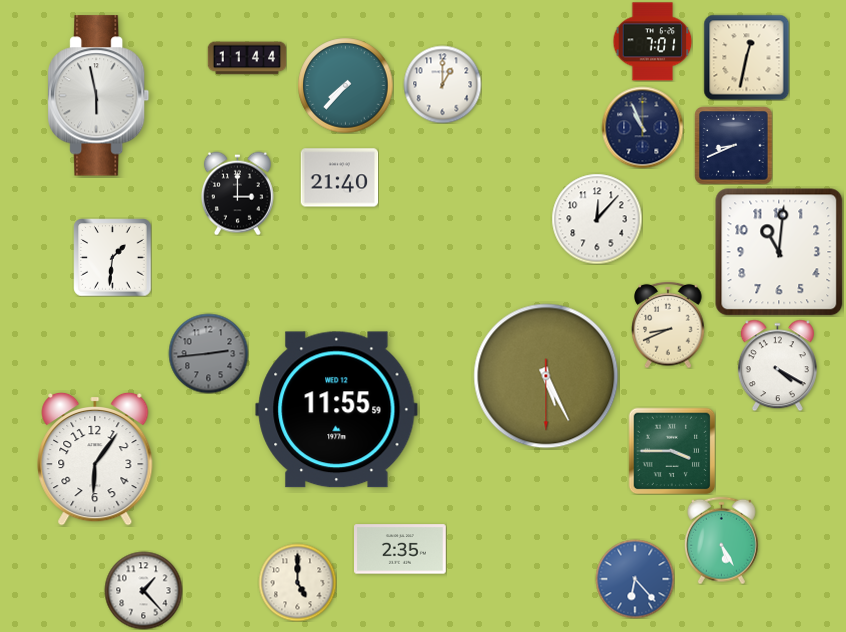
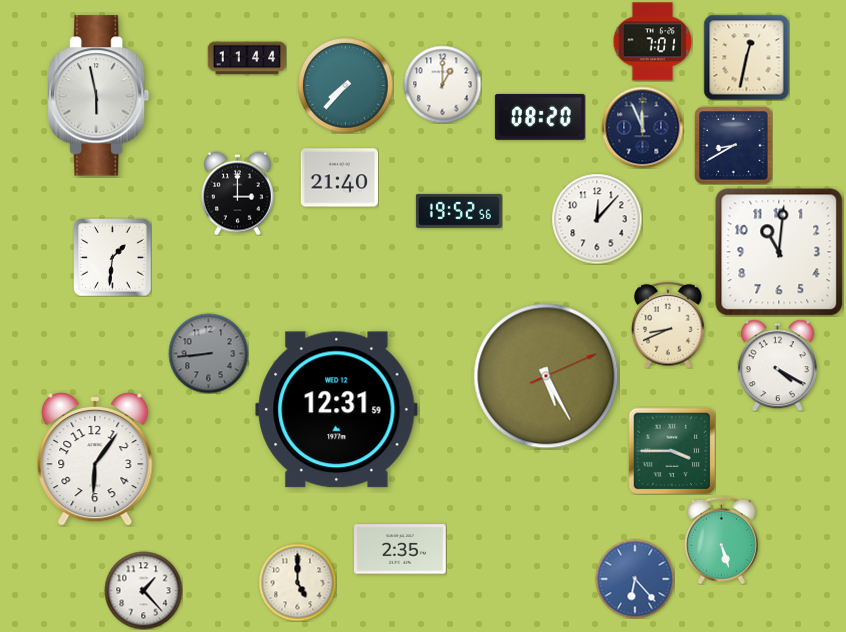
clock at (540, 117): none -> 08:20
clock at (642, 127): 10:56 -> 11:56
clock at (733, 145): 8:41 -> 8:40
clock at (459, 211): none -> 19:52
clock at (208, 353): 2:44 -> 8:44
clock at (546, 376): 5:25:30 -> 5:25:11
clock at (337, 410): 11:55 -> 12:31
clock at (721, 540): 5:25 -> 5:27
